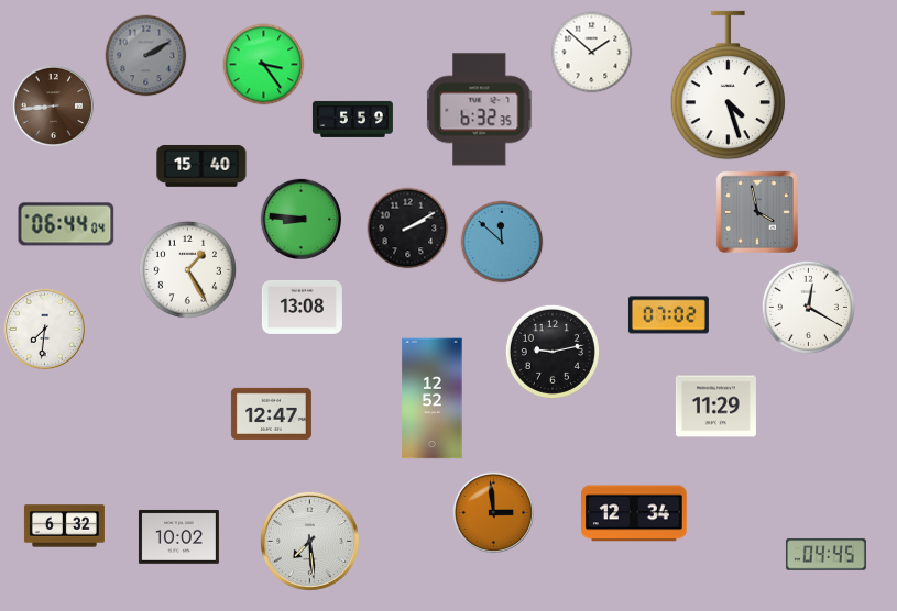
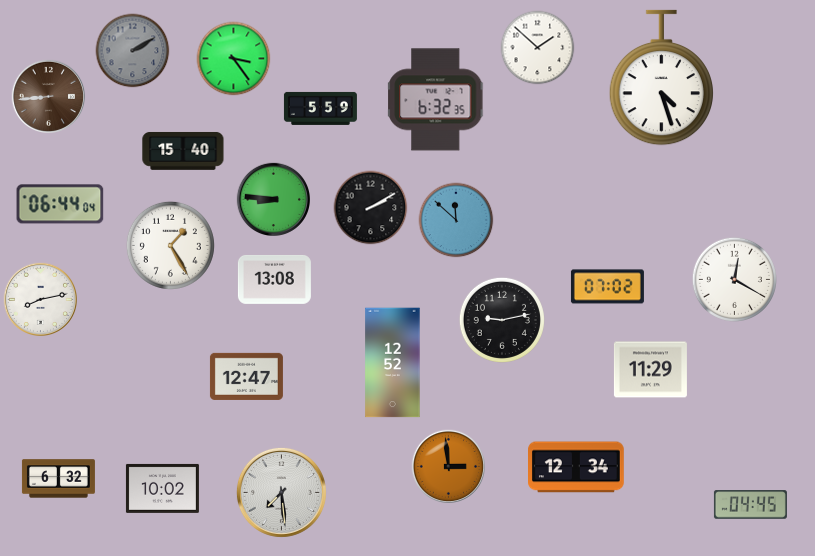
clock at (264, 65) position: (264, 65) -> (234, 59)
clock at (757, 212): 3:58 -> none
clock at (44, 329): 7:31 -> 8:13
